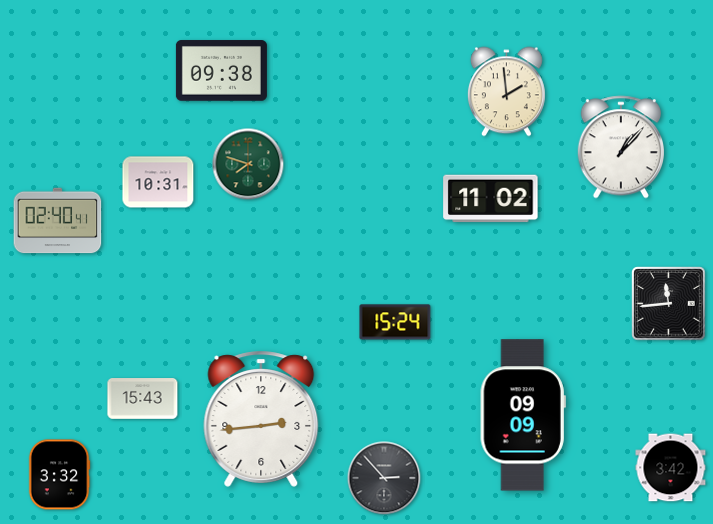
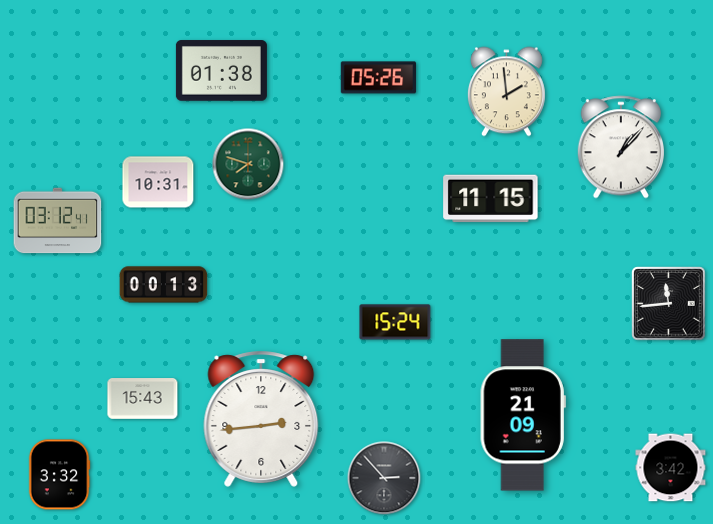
clock at (221, 71): 09:38 -> 01:38
clock at (379, 78): none -> 05:26
clock at (491, 199): 11:02 -> 11:15
clock at (58, 221): 02:40 -> 03:12
clock at (164, 285): none -> 00:13
clock at (523, 415): 09:09 -> 21:09
